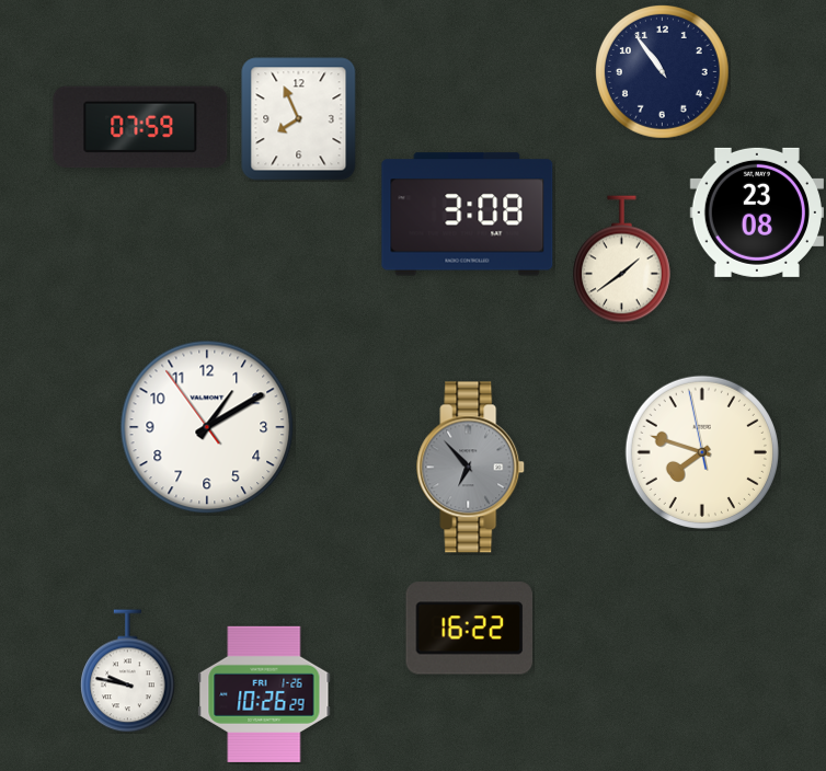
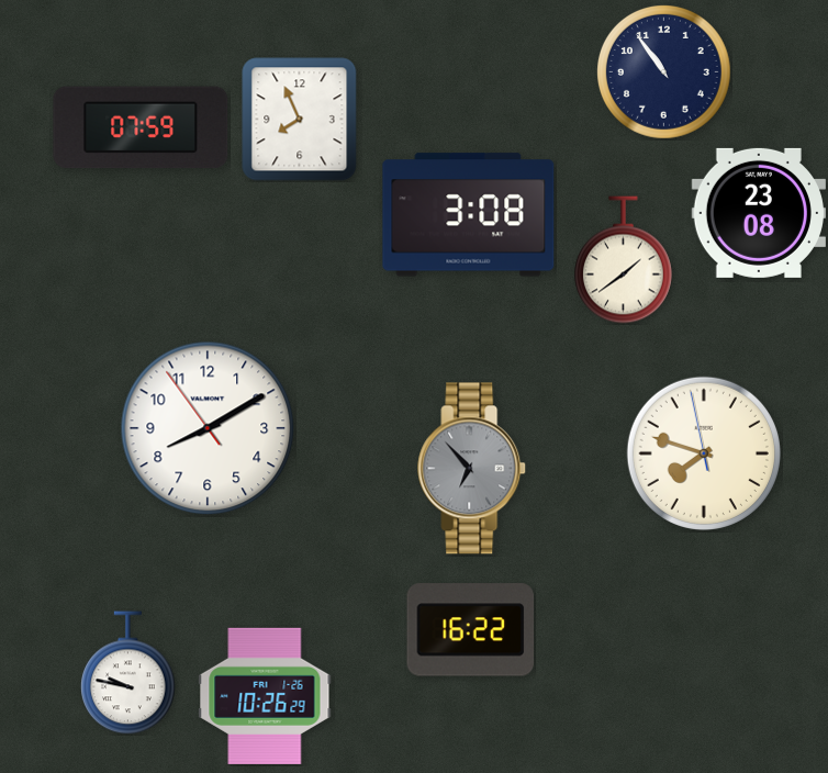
clock at (207, 427): 1:09 -> 8:09
